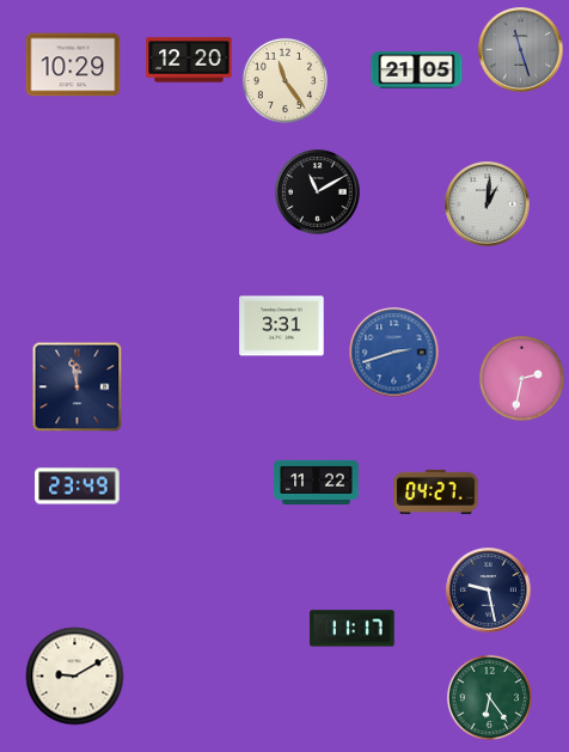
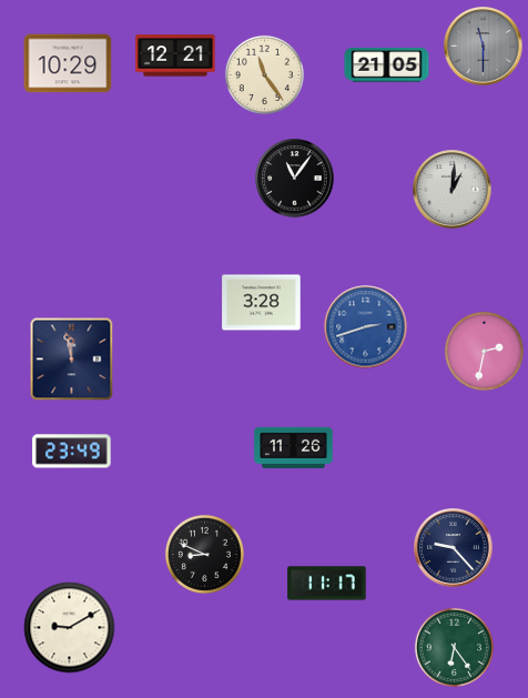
clock at (521, 50): 11:27 -> 11:30
clock at (189, 60): 12:20 -> 12:21
clock at (73, 65) position: (73, 65) -> (68, 63)
clock at (318, 192): 11:10 -> 11:06
clock at (282, 326): 3:31 -> 3:28
clock at (317, 482): 11:22 -> 11:26
clock at (436, 491): 04:27 -> none
clock at (489, 591): 9:28 -> 9:23
clock at (204, 554): none -> 8:49
